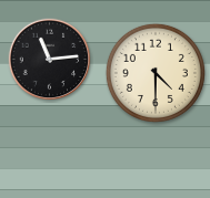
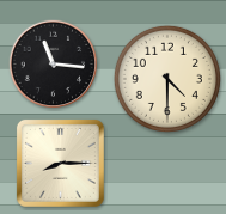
clock at (50, 60): 11:14 -> 11:16
clock at (60, 163): none -> 8:15
